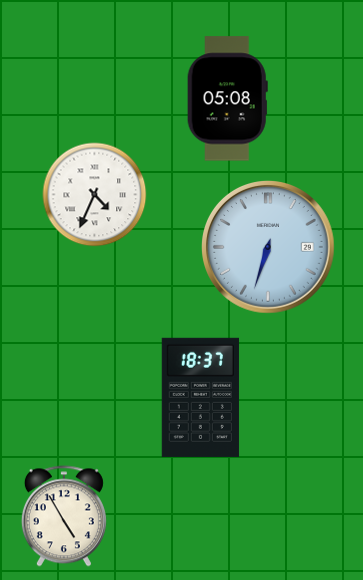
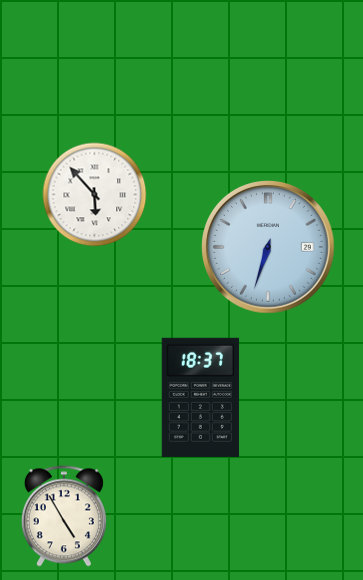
clock at (227, 99): 05:08 -> none
clock at (95, 195): 4:34 -> 5:53
